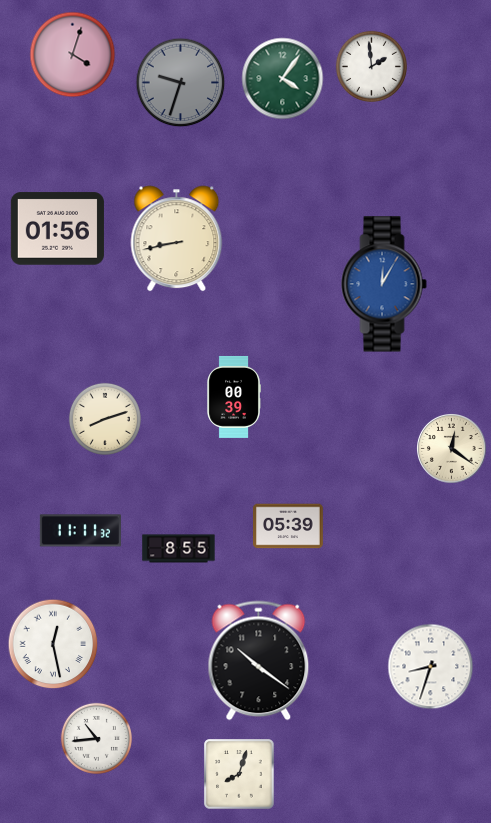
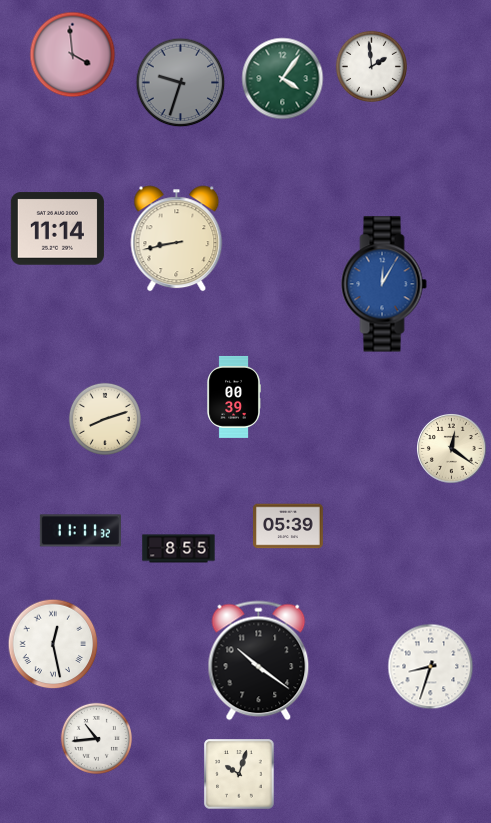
clock at (73, 55): 4:03 -> 3:59
clock at (57, 229): 01:56 -> 11:14
clock at (239, 774): 8:03 -> 10:03
